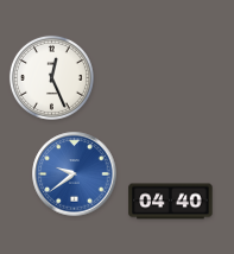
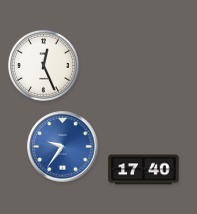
clock at (75, 174): 9:39 -> 9:36
clock at (171, 202): 04:40 -> 17:40
